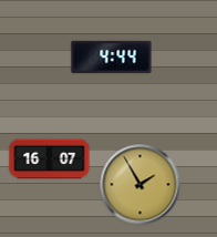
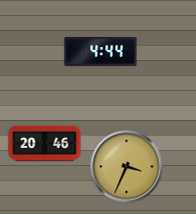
clock at (50, 159): 16:07 -> 20:46
clock at (141, 185): 1:55 -> 3:34
